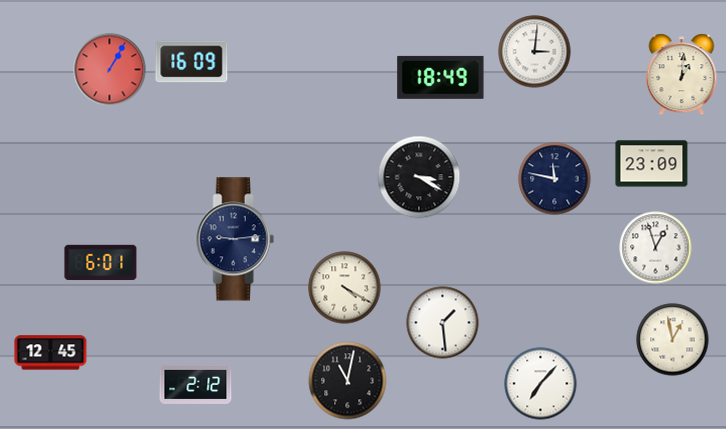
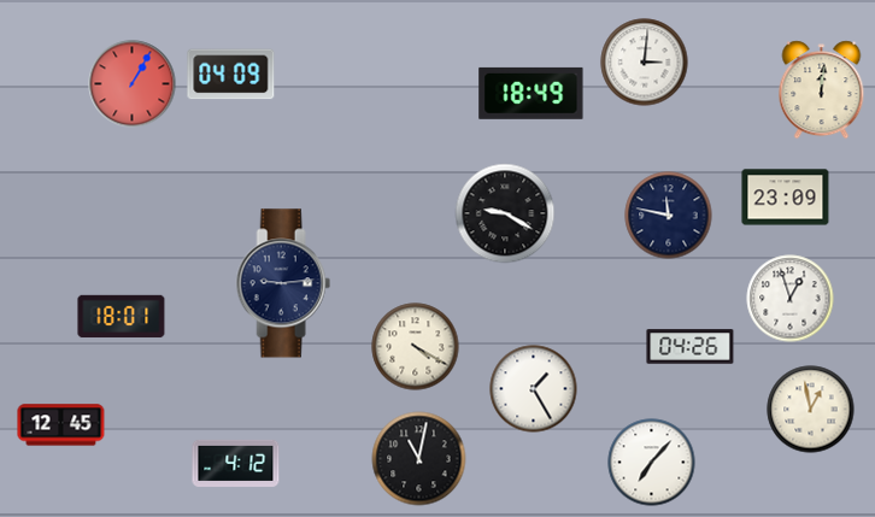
clock at (192, 62): 16:09 -> 04:09
clock at (682, 75): 1:01 -> 12:01
clock at (419, 177): 3:20 -> 9:20
clock at (235, 239) position: (235, 239) -> (283, 283)
clock at (101, 263): 6:01 -> 18:01
clock at (691, 347): none -> 04:26
clock at (443, 323): 1:29 -> 1:25
clock at (196, 384): 2:12 -> 4:12
